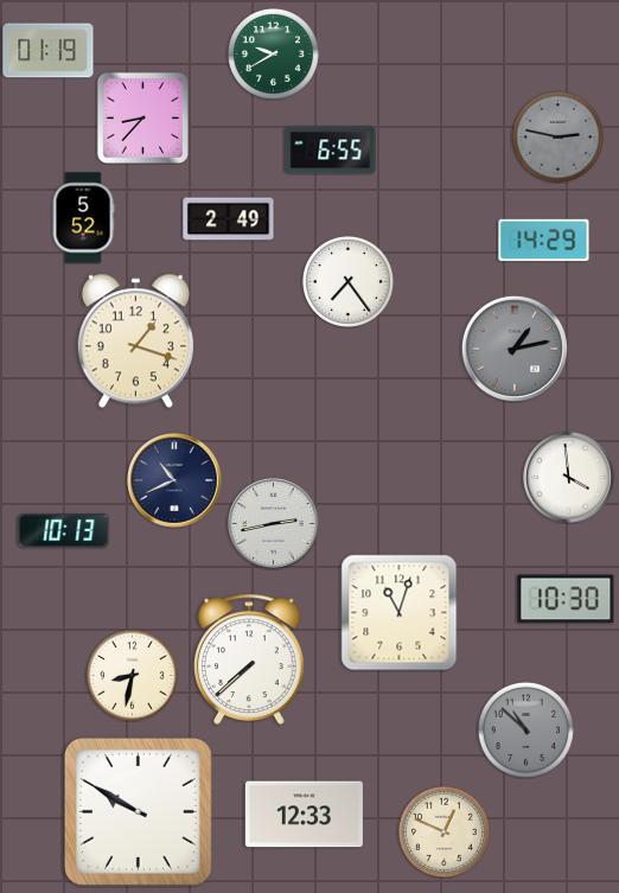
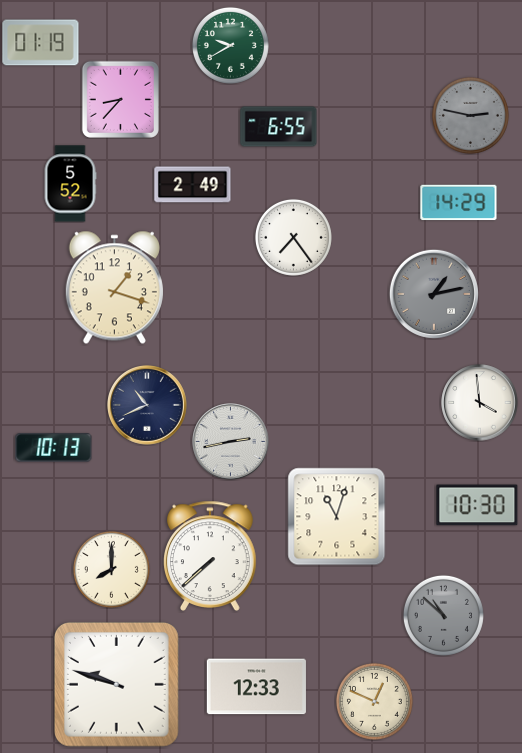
clock at (132, 675): 8:32 -> 8:00
clock at (138, 811): 9:50 -> 9:48
